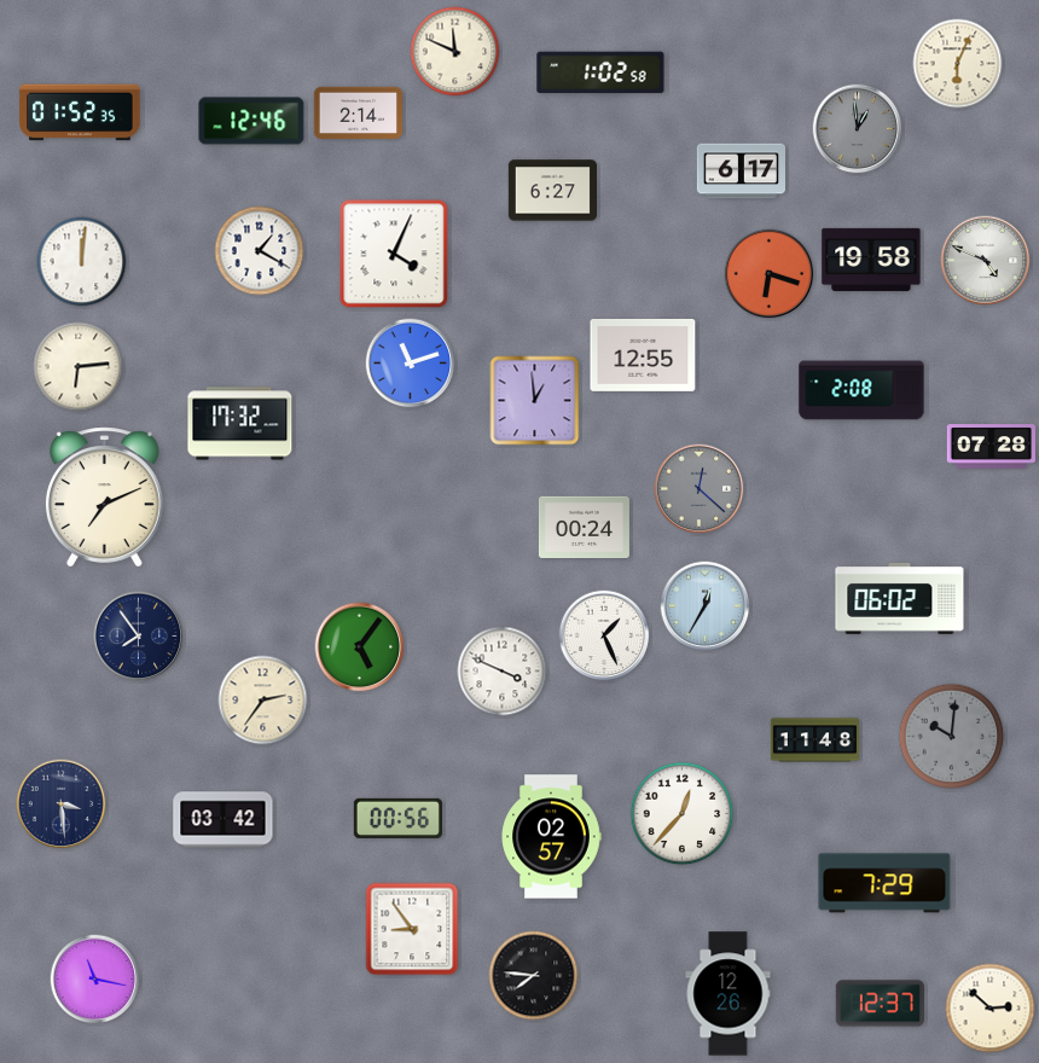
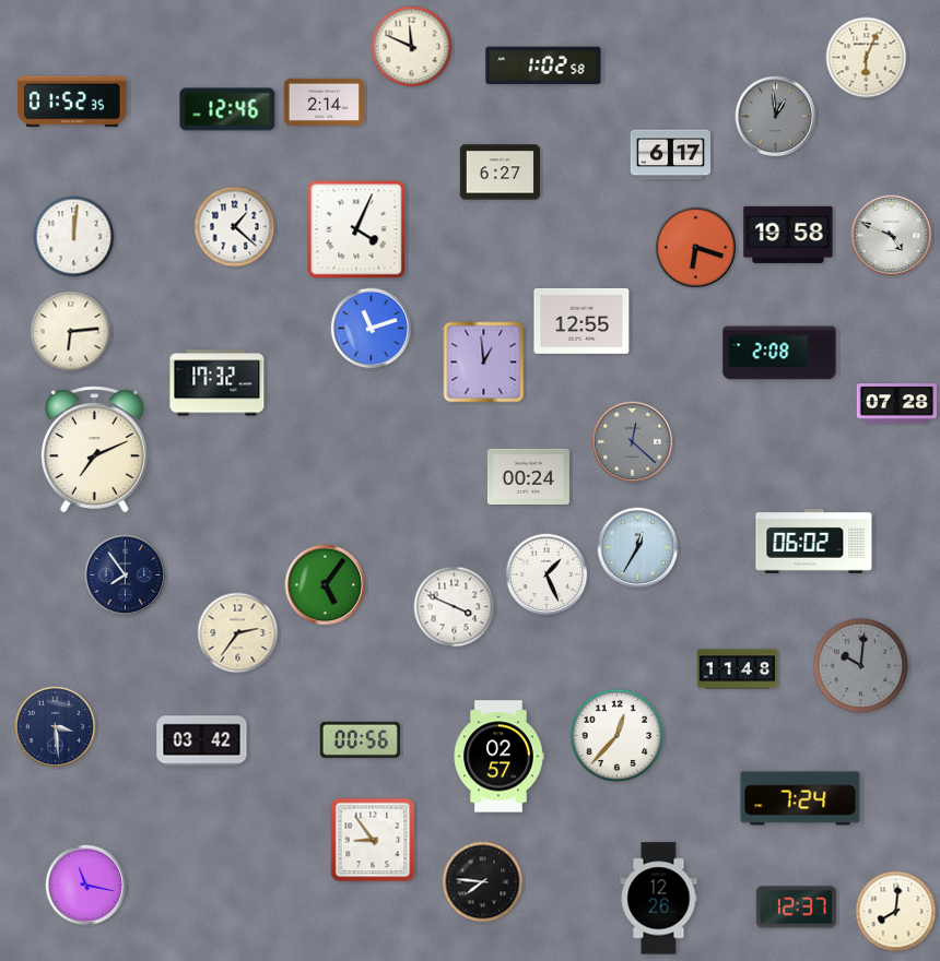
clock at (260, 251): 1:20 -> 1:22
clock at (884, 883): 7:29 -> 7:24
clock at (991, 1009): 2:52 -> 8:01
